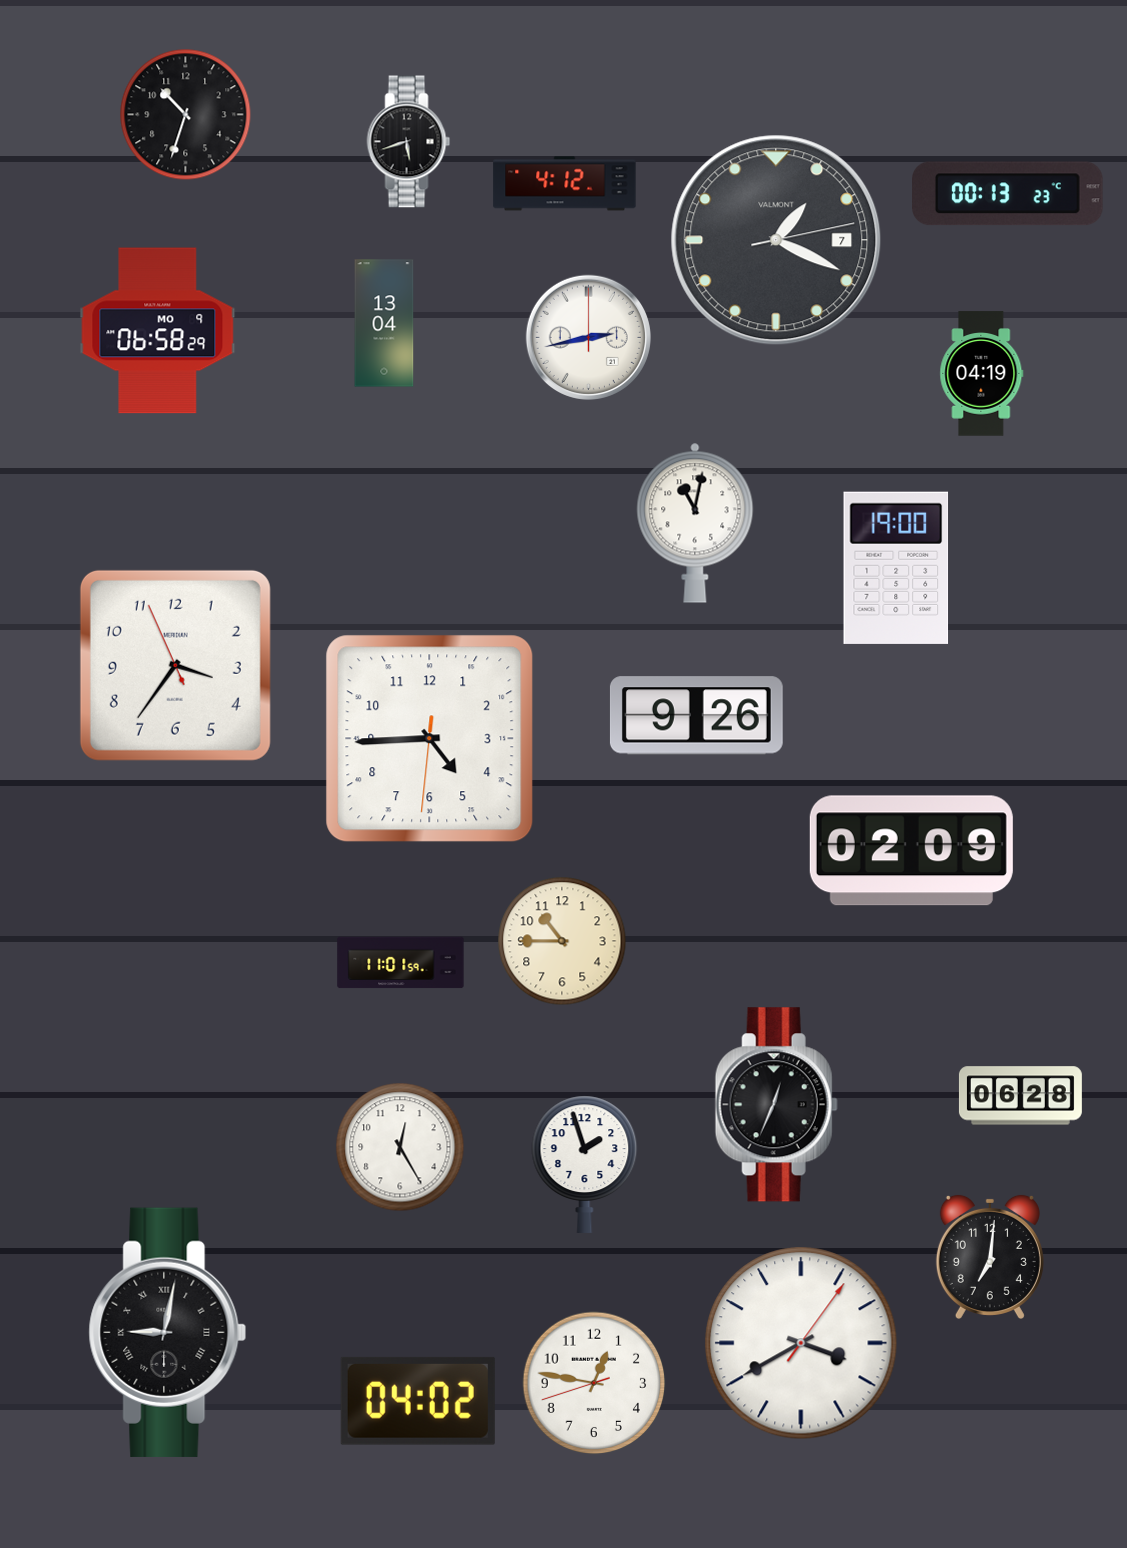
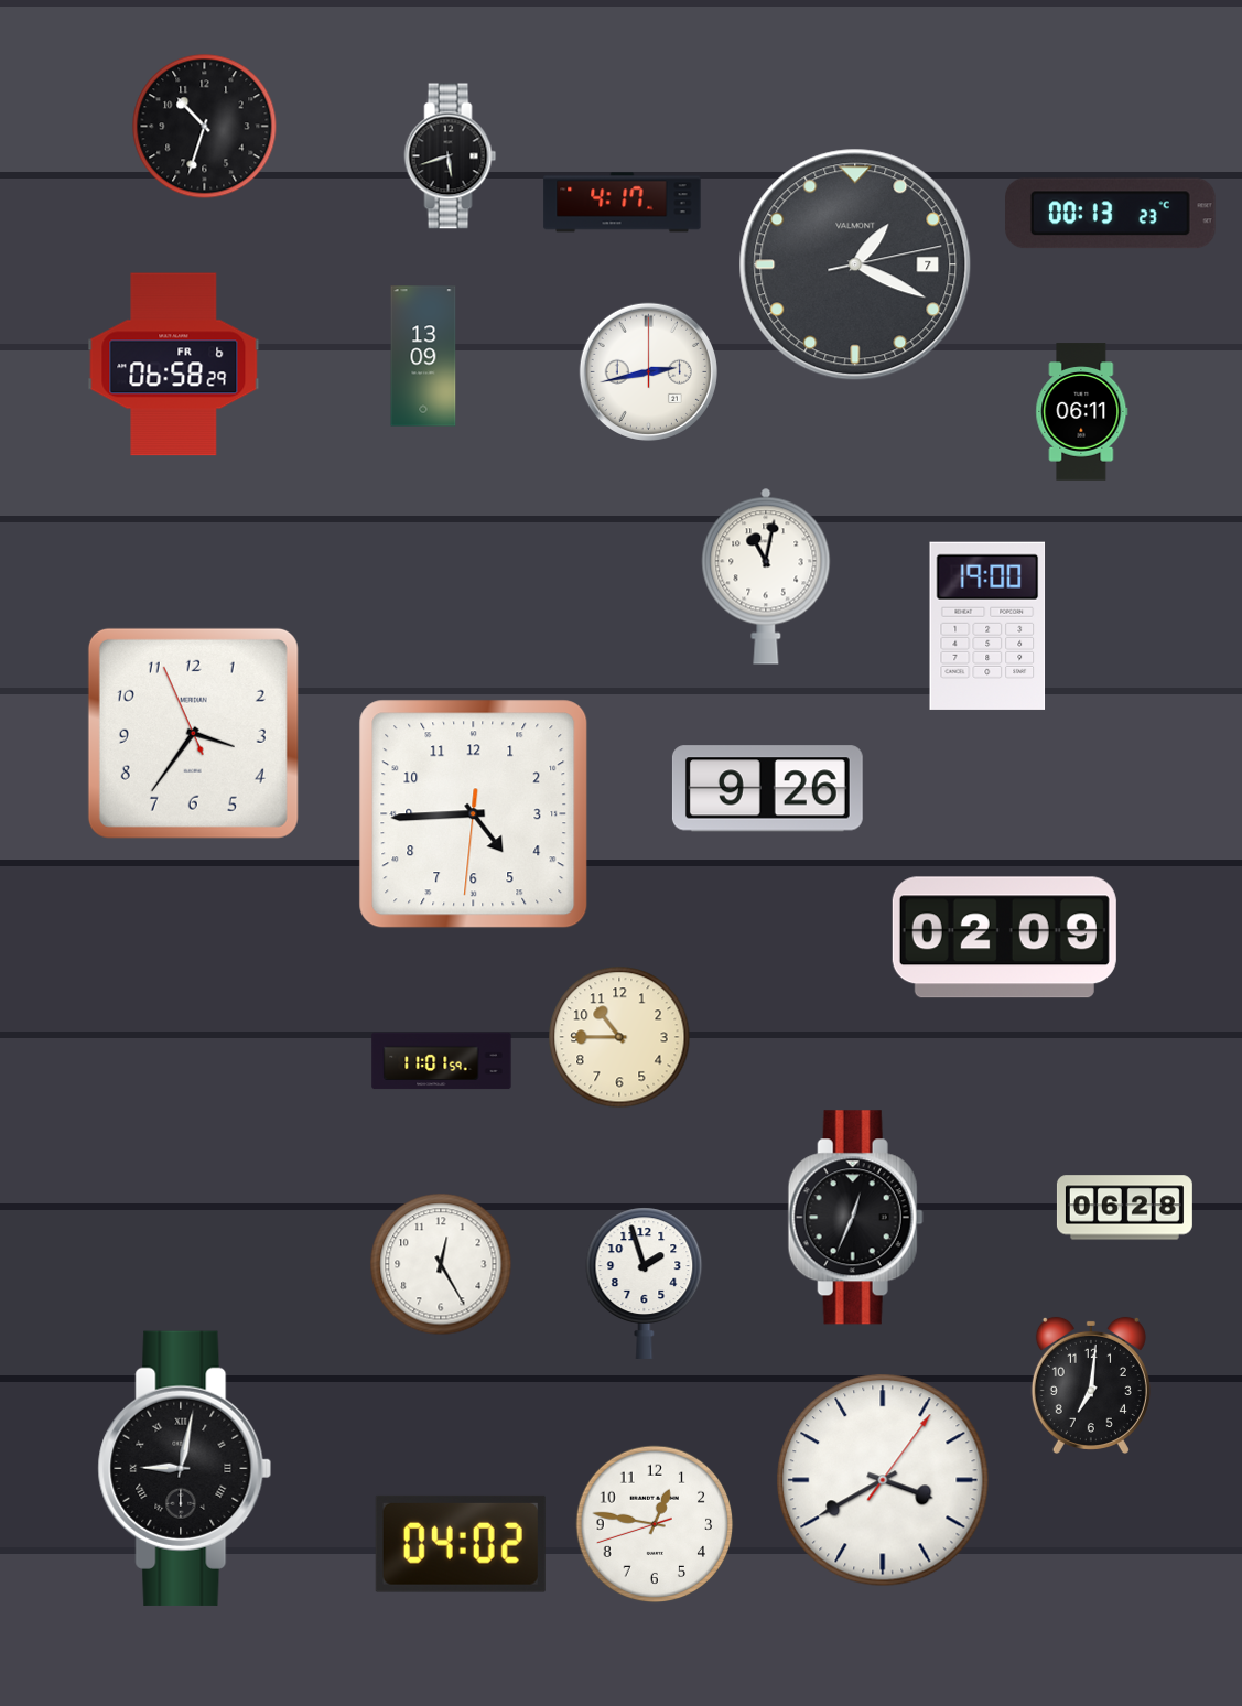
clock at (565, 184): 4:12 -> 4:17
clock at (384, 323): 13:04 -> 13:09
clock at (158, 331) date: MO 9 -> FR 6
clock at (982, 374): 04:19 -> 06:11
